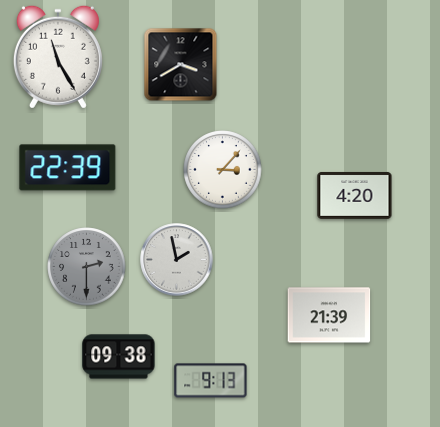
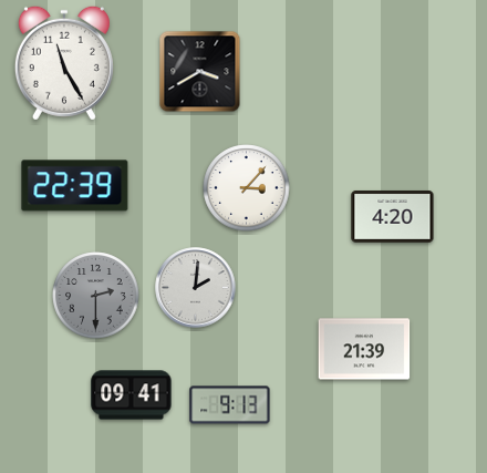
clock at (177, 260): 1:58 -> 2:01
clock at (119, 357): 09:38 -> 09:41
clock at (211, 381) position: (211, 381) -> (230, 405)
